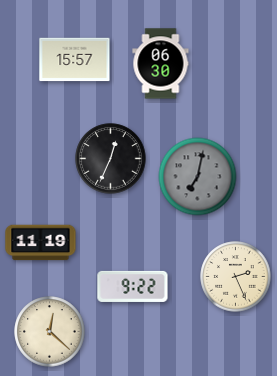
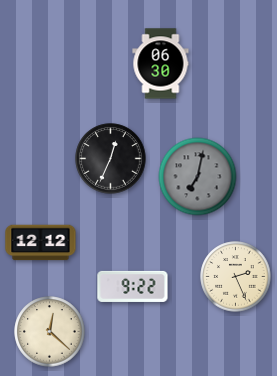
clock at (75, 60): 15:57 -> none
clock at (41, 243): 11:19 -> 12:12
